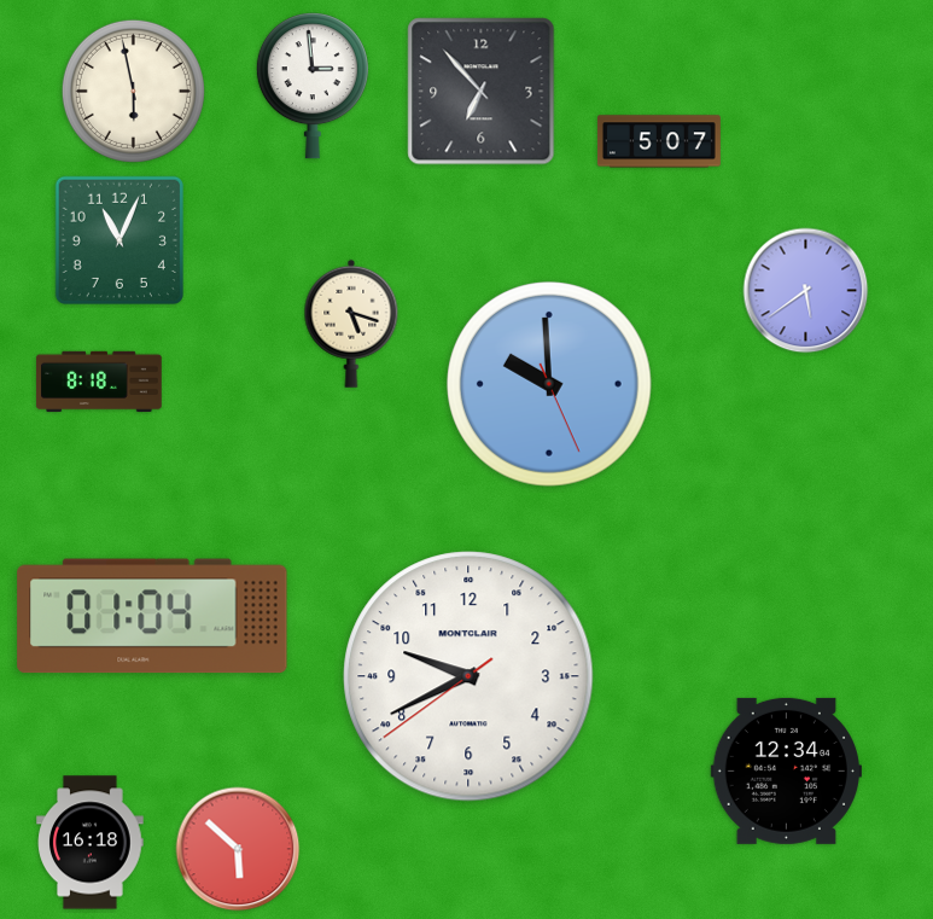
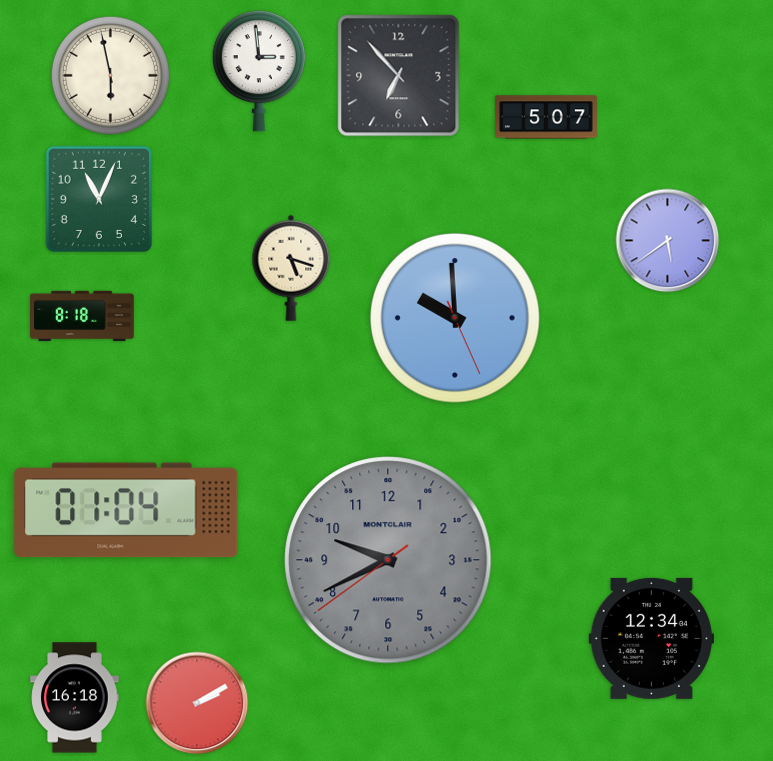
clock at (468, 676) dial: white -> grey
clock at (238, 849): 5:52 -> 2:10
